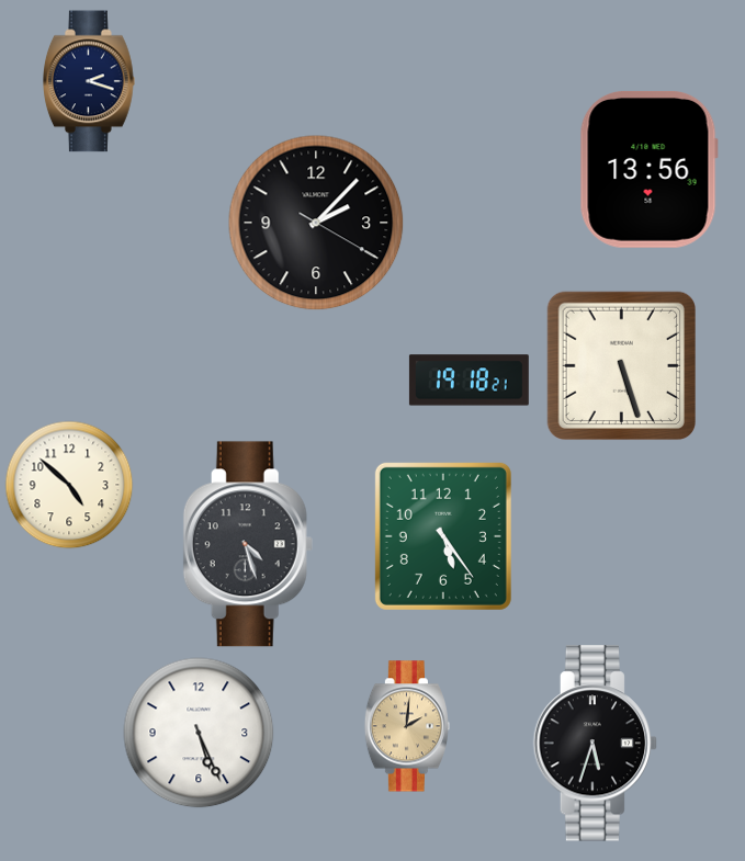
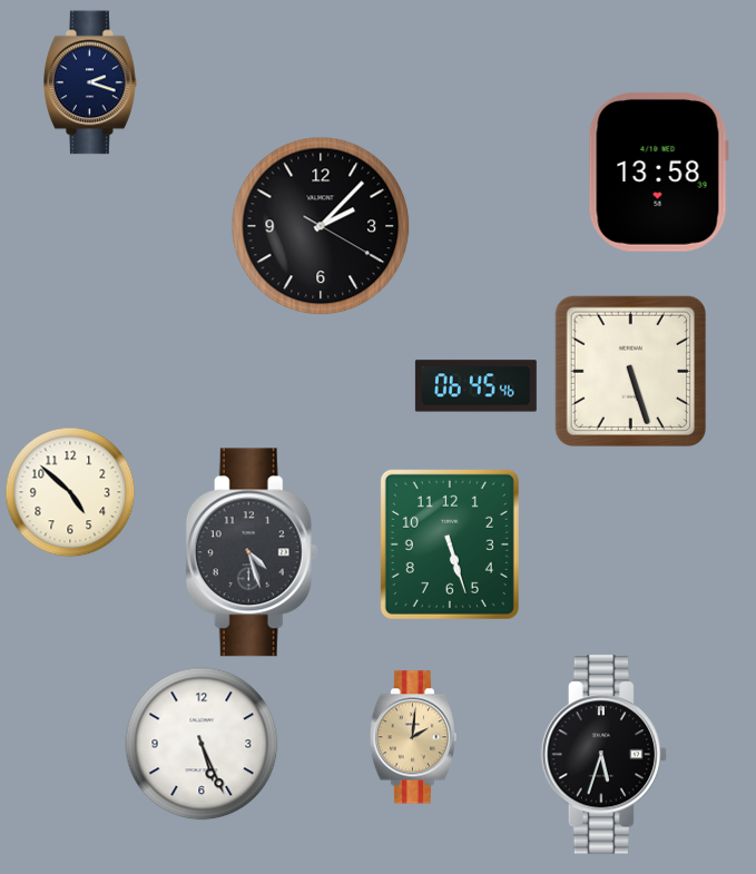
clock at (648, 169): 13:56 -> 13:58
clock at (469, 381): 19:18 -> 06:45
clock at (443, 536): 5:24 -> 5:27
